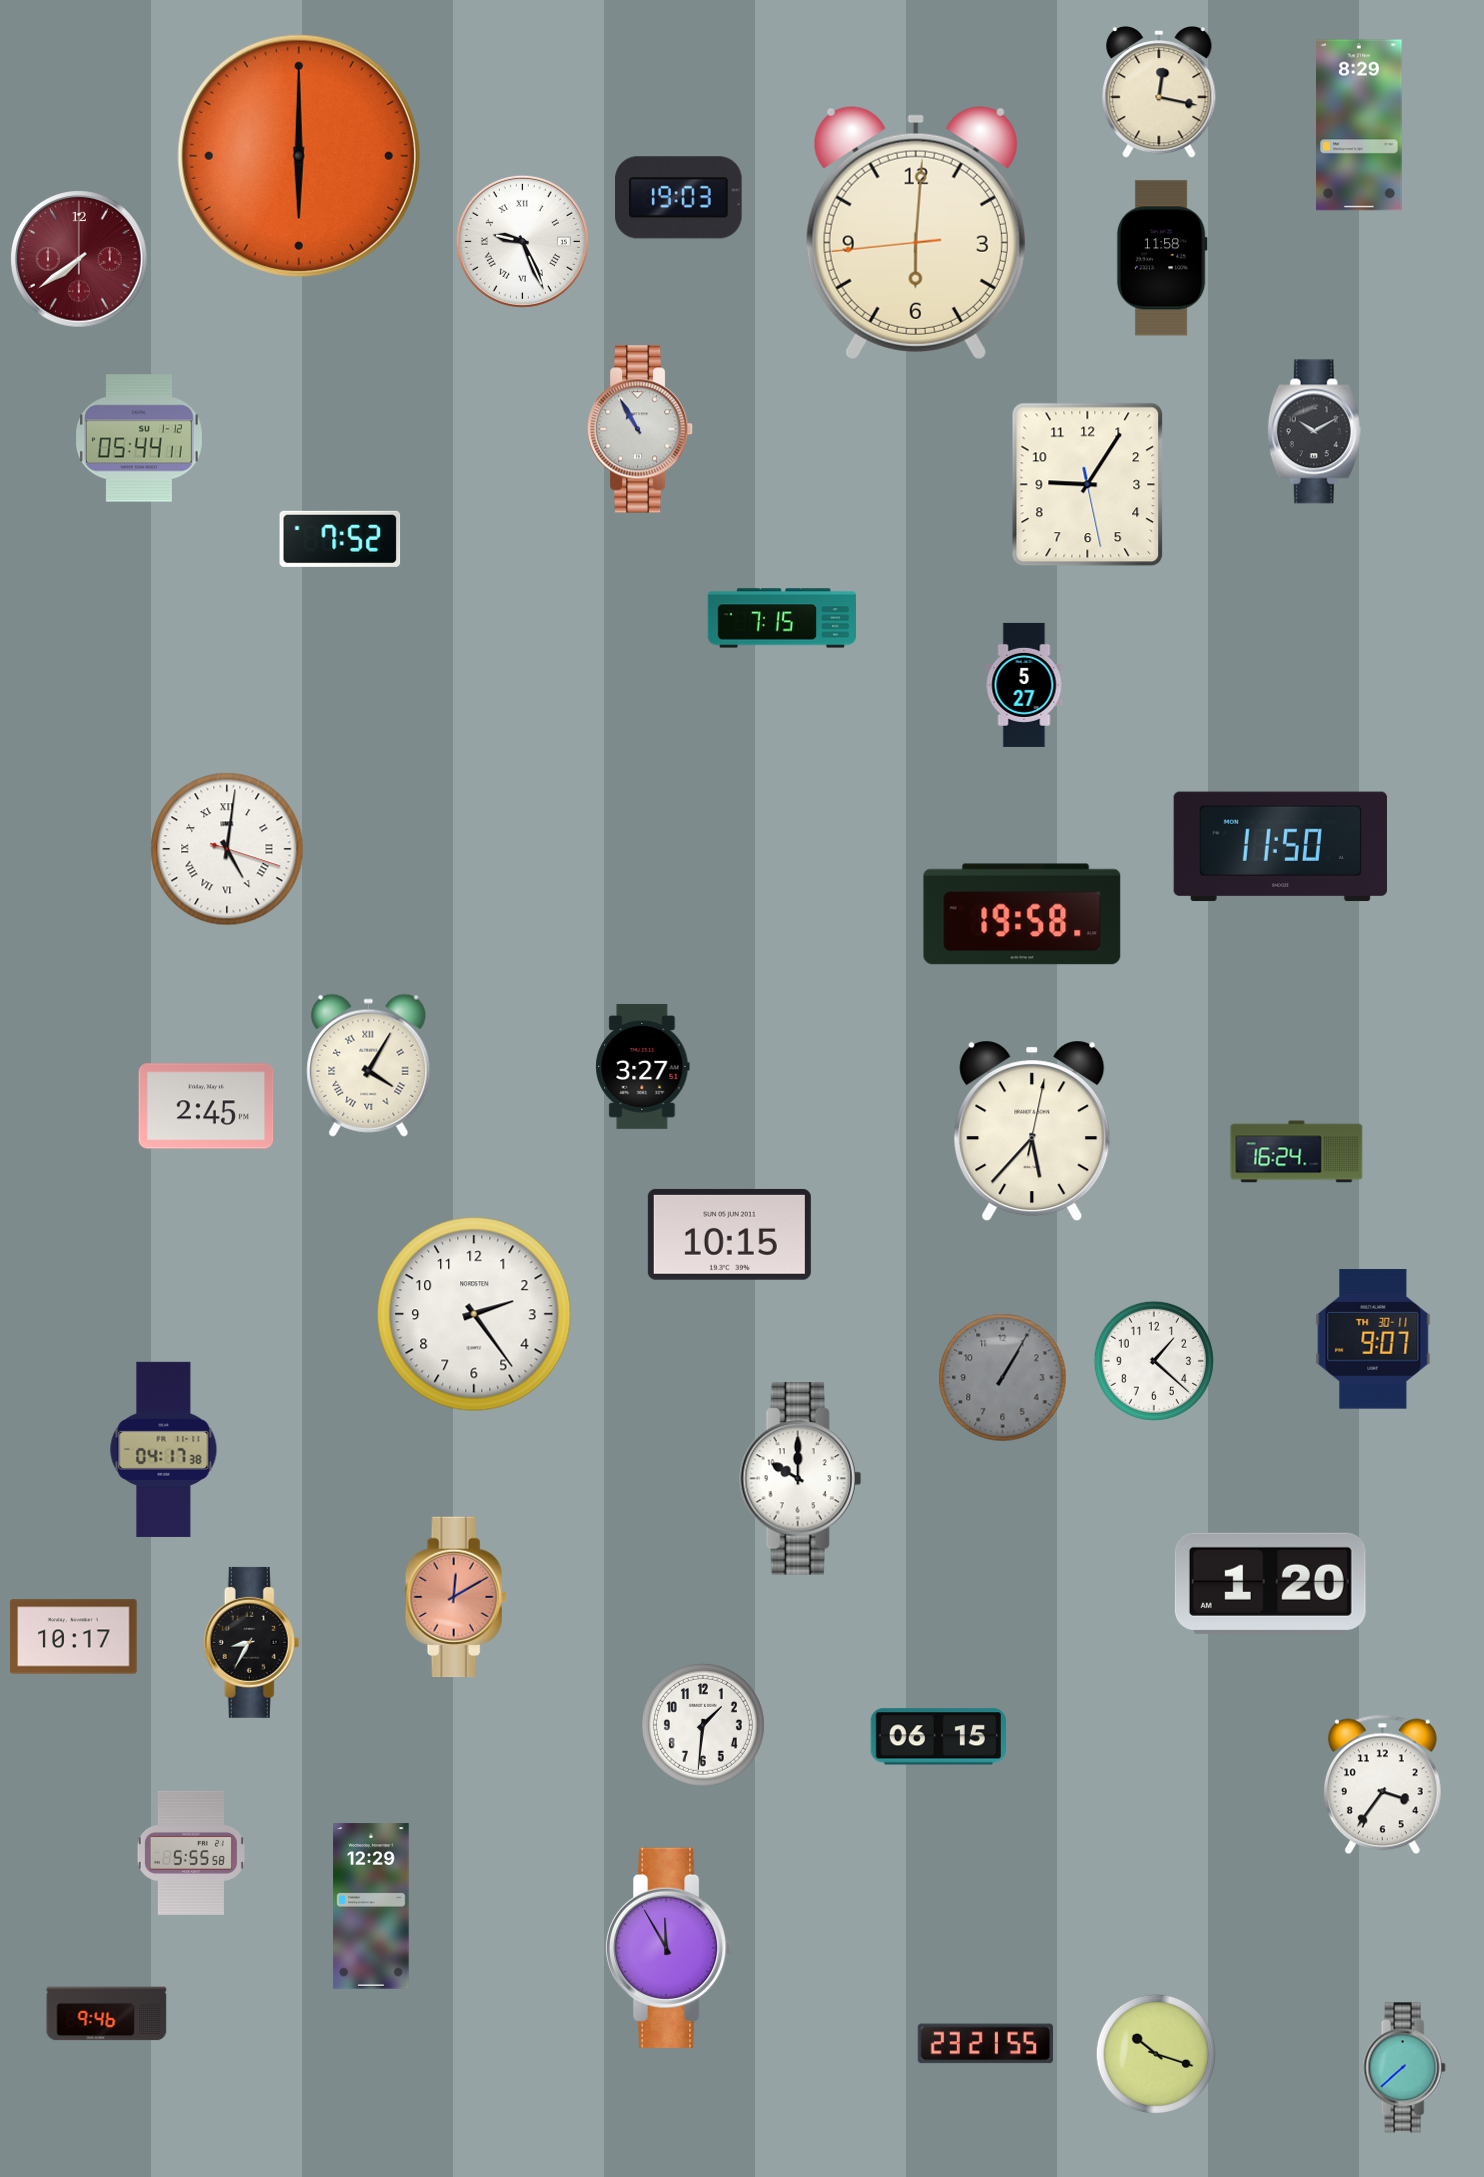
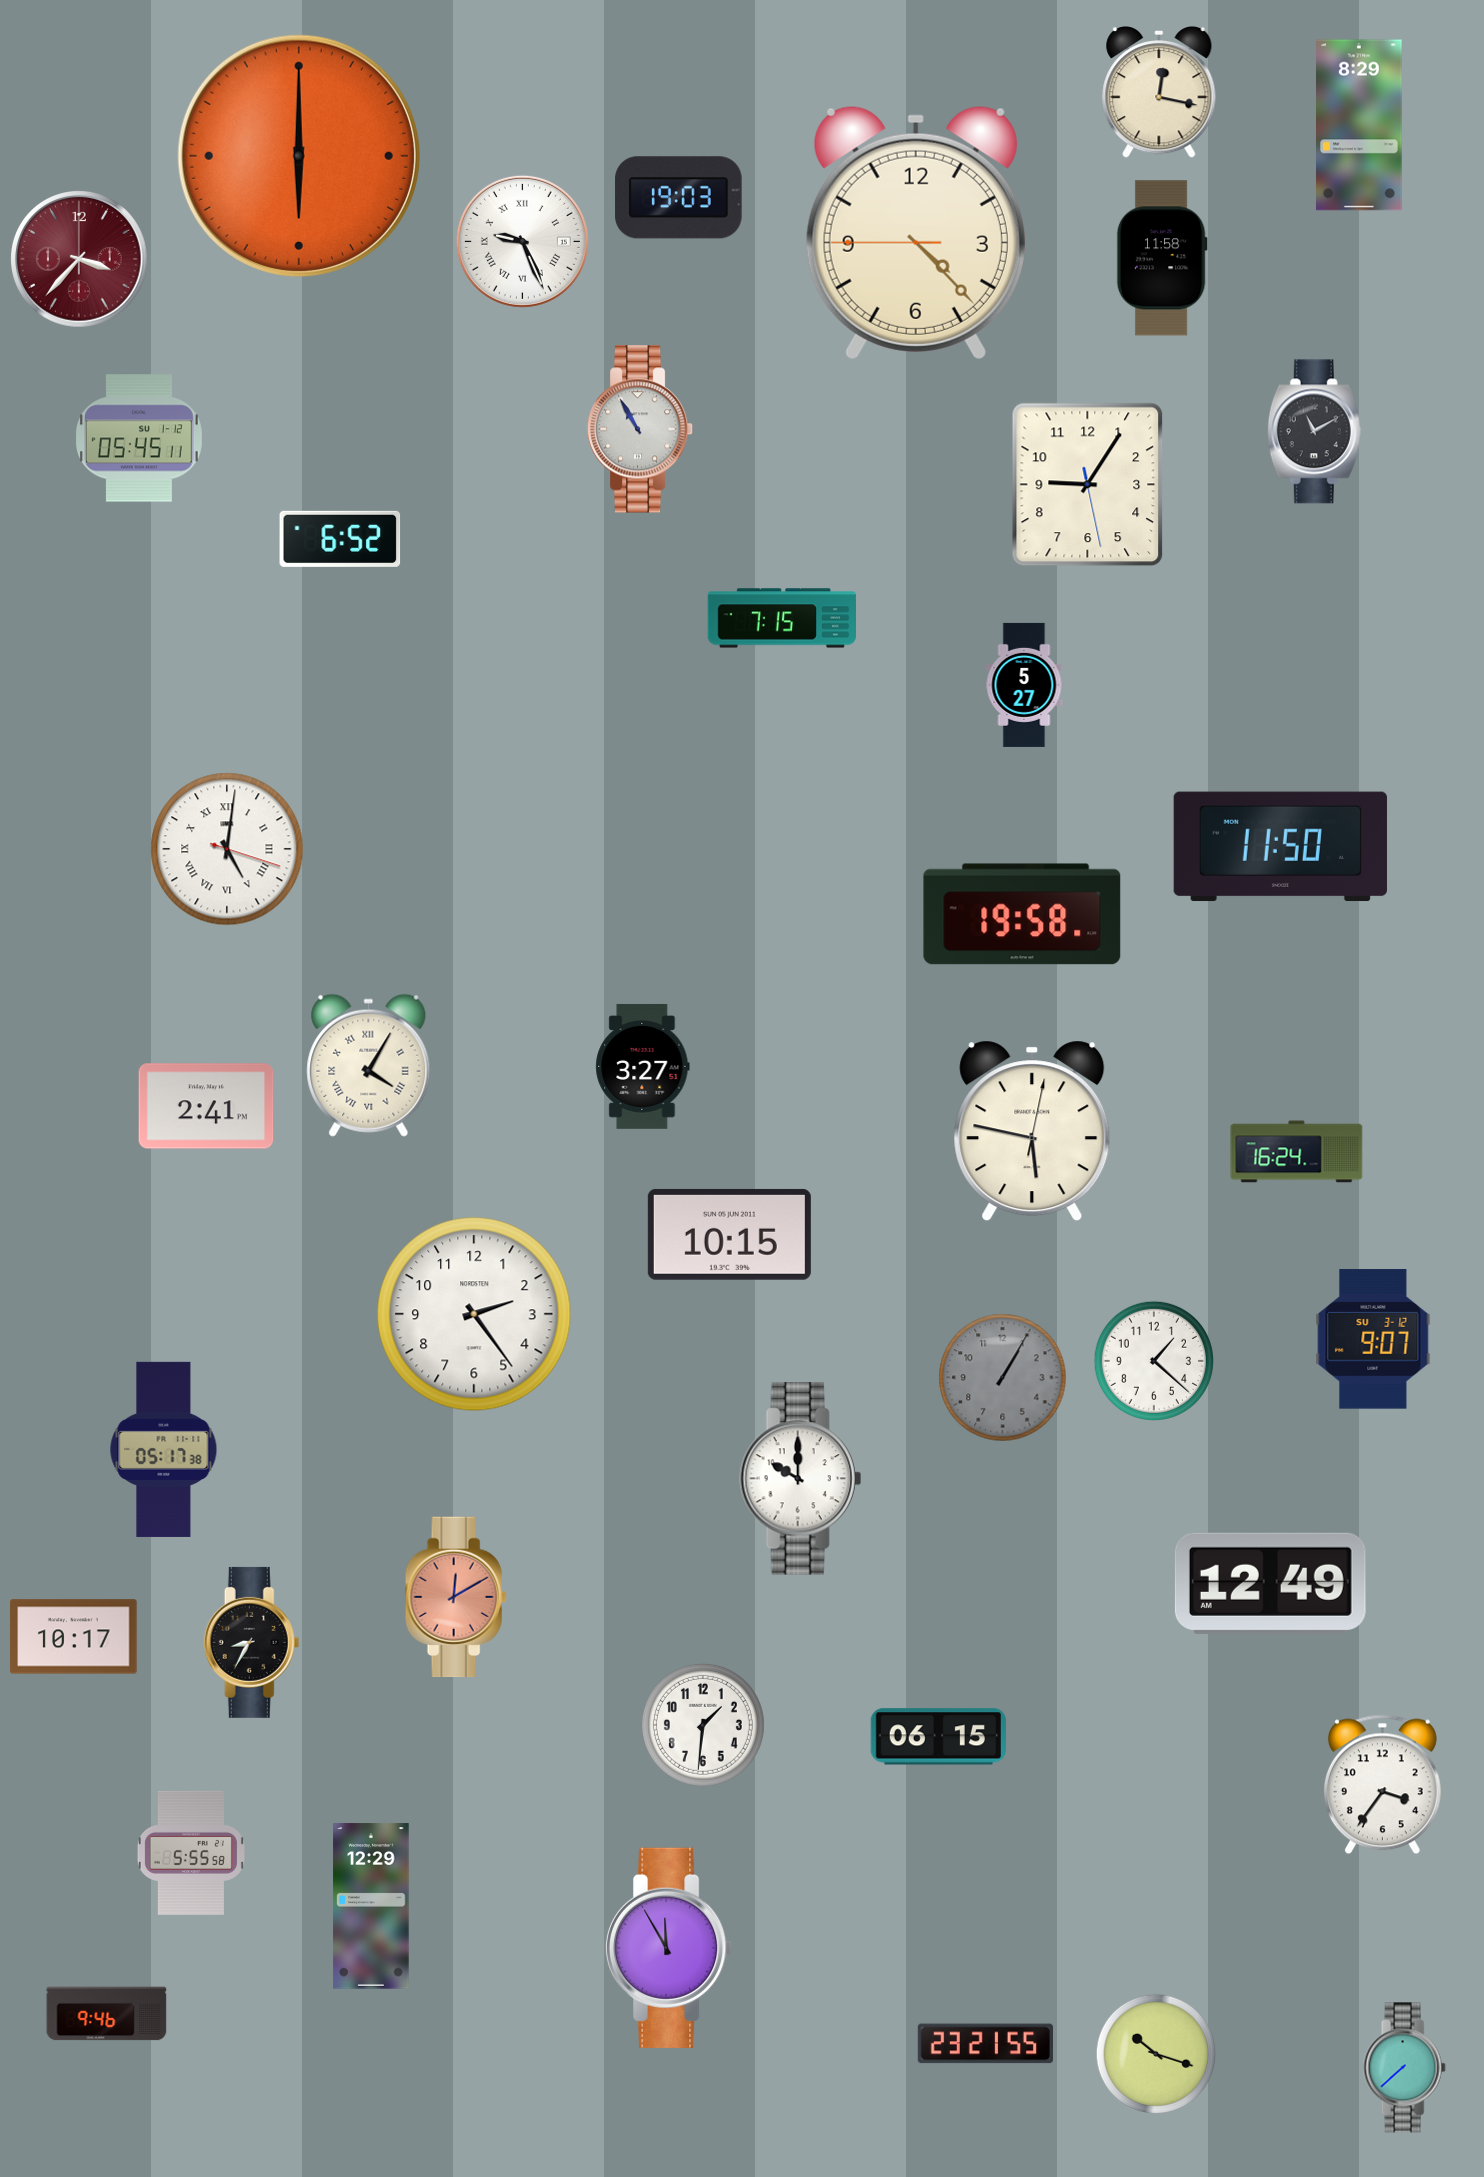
clock at (916, 232): 6:00 -> 4:22
clock at (80, 260): 7:39 -> 3:37
clock at (1314, 432): 10:10 -> 11:10
clock at (139, 438): 05:44 -> 05:45
clock at (340, 539): 7:52 -> 6:52
clock at (206, 1106): 2:45 -> 2:41
clock at (1032, 1131): 5:37 -> 5:47
clock at (1373, 1339) date: TH 30-11 -> SU 3-12
clock at (164, 1449): 04:17 -> 05:17
clock at (1270, 1583): 1:20 -> 12:49
